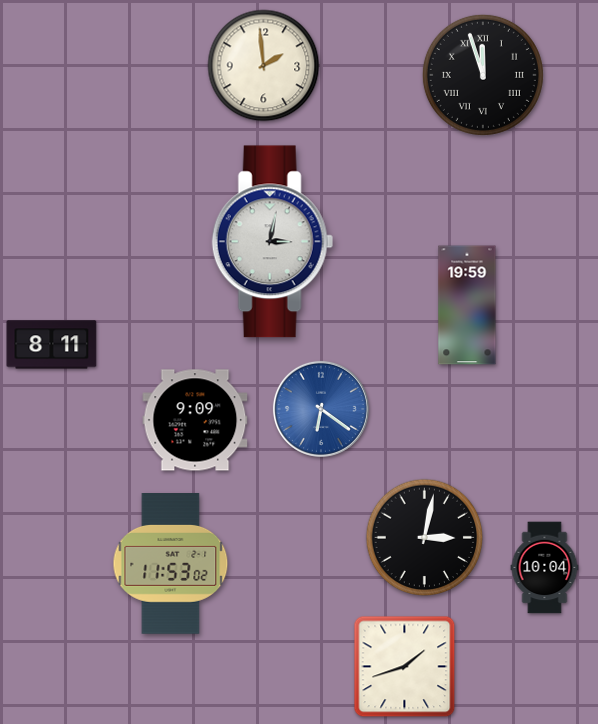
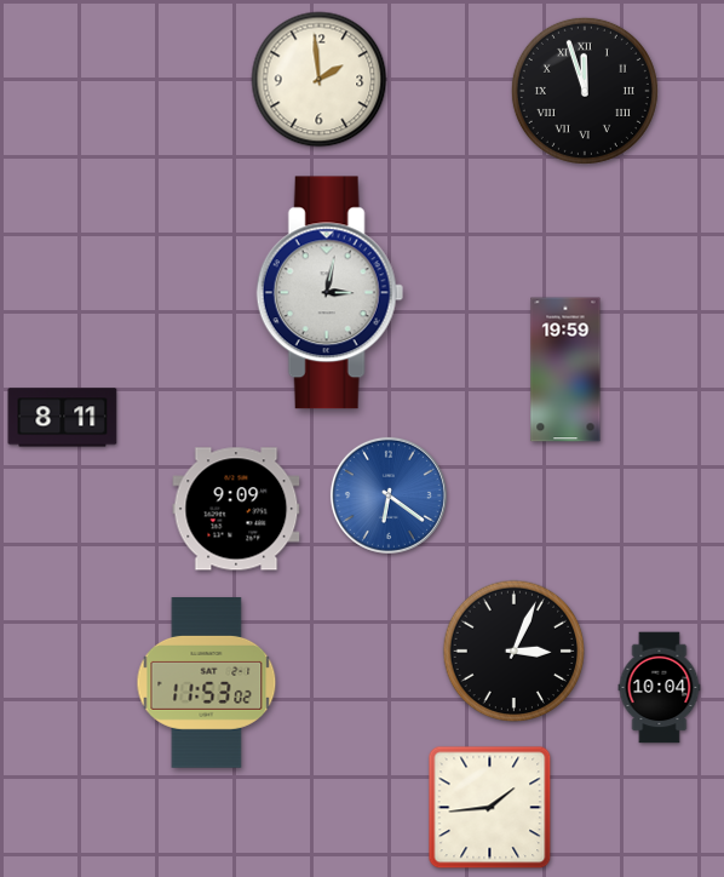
clock at (425, 538): 3:02 -> 3:04
clock at (405, 667): 1:42 -> 1:44
